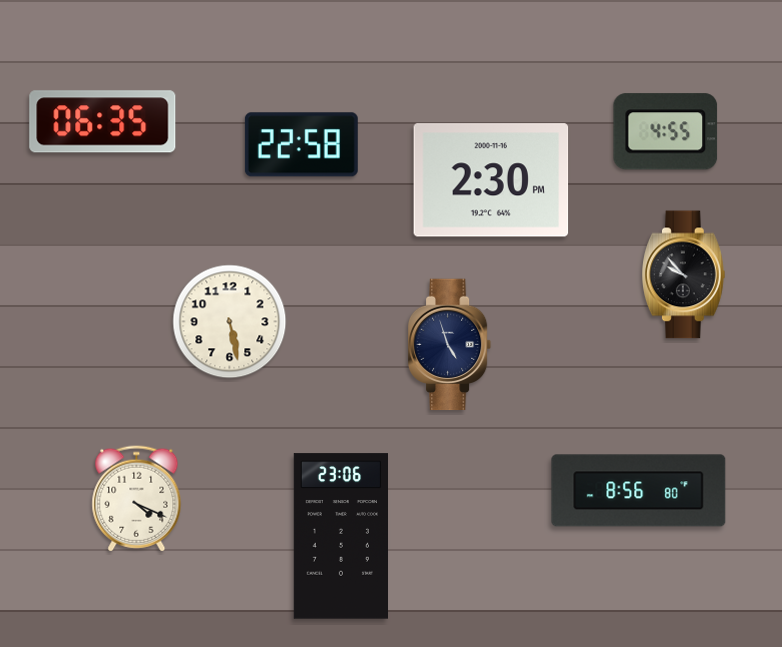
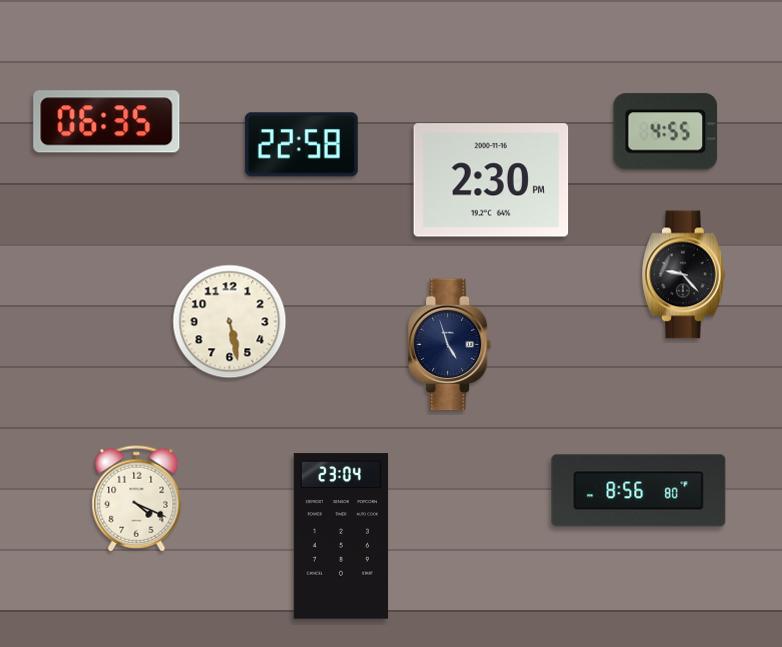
clock at (103, 122) position: (103, 122) -> (107, 122)
clock at (684, 275): 9:53 -> 9:23
clock at (340, 536): 23:06 -> 23:04
